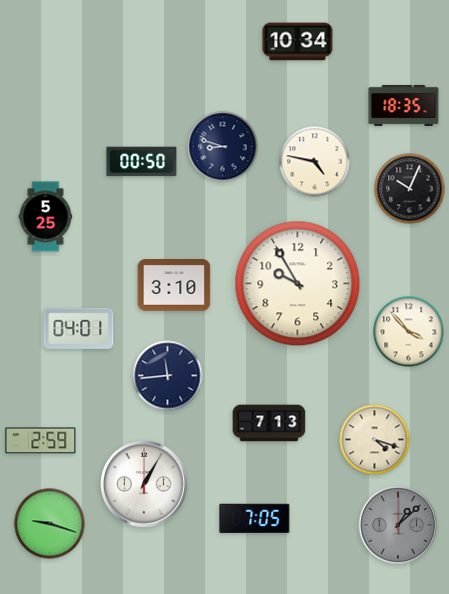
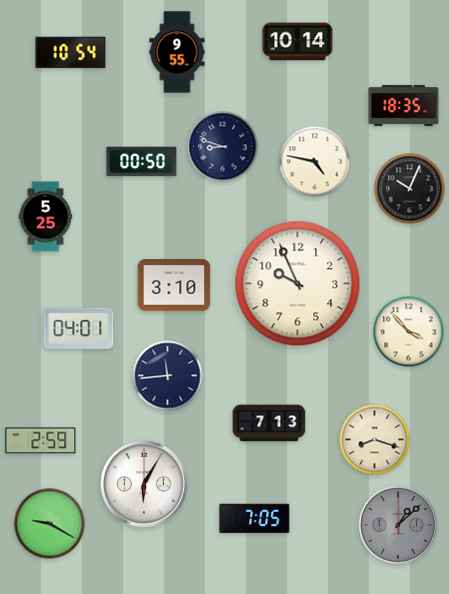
clock at (298, 42): 10:34 -> 10:14
clock at (177, 52): none -> 9:55
clock at (71, 53): none -> 10:54
clock at (298, 284): 9:55 -> 9:56
clock at (375, 440): 4:18 -> 8:18
clock at (144, 484): 1:05 -> 6:05
clock at (50, 524): 9:18 -> 9:20
